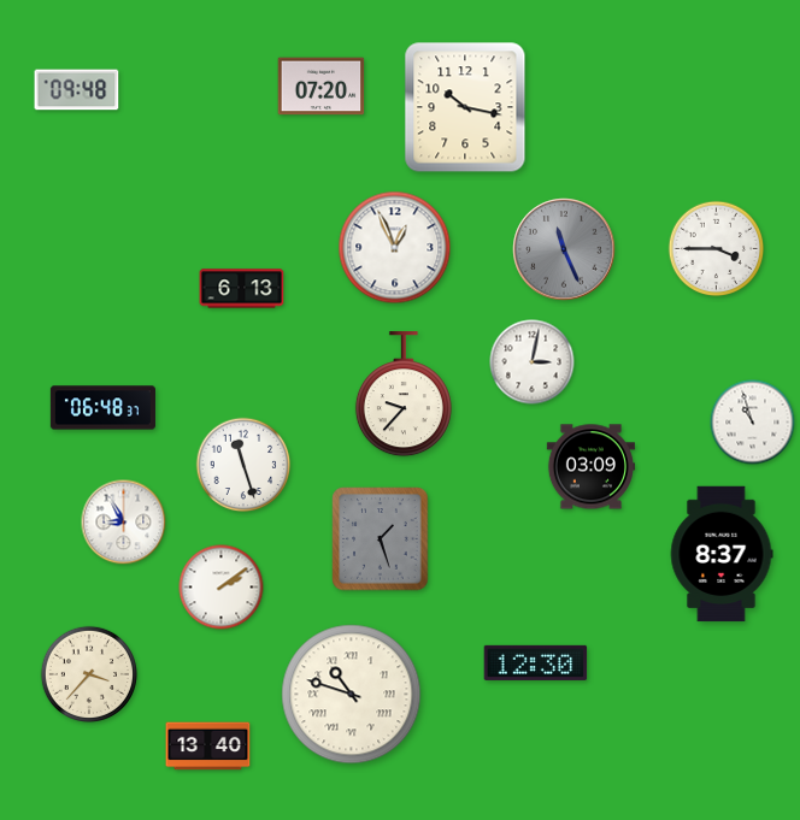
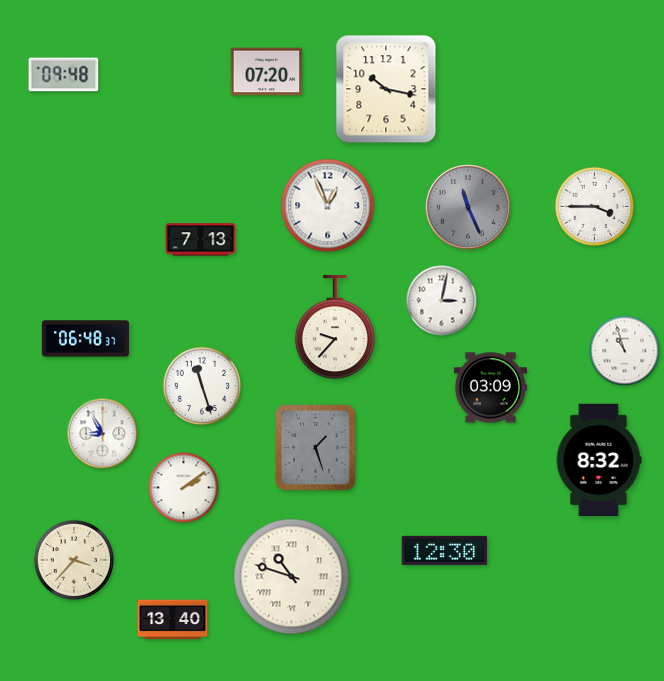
clock at (242, 289): 6:13 -> 7:13
clock at (722, 554): 8:37 -> 8:32
